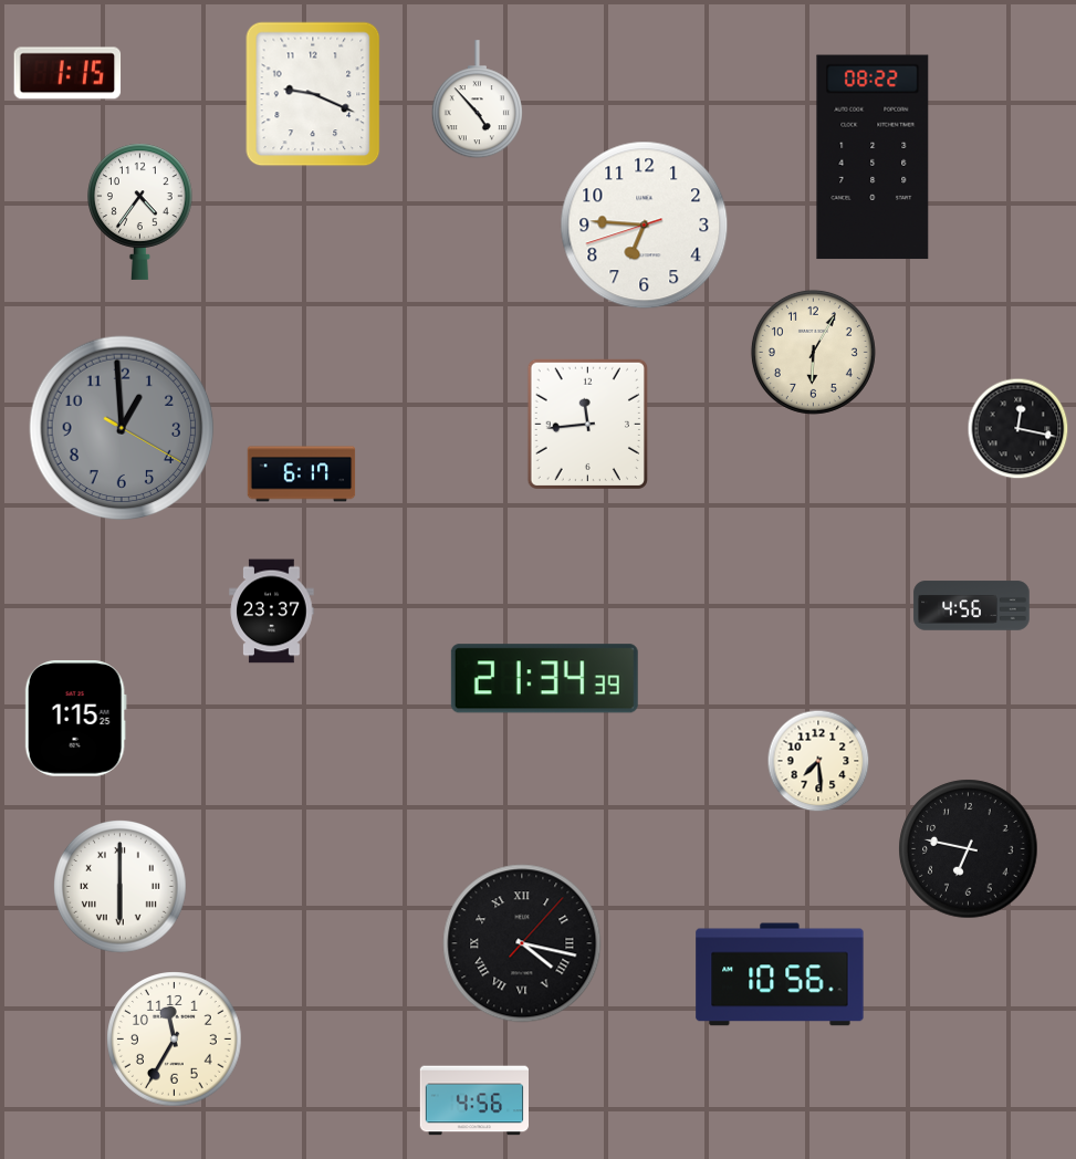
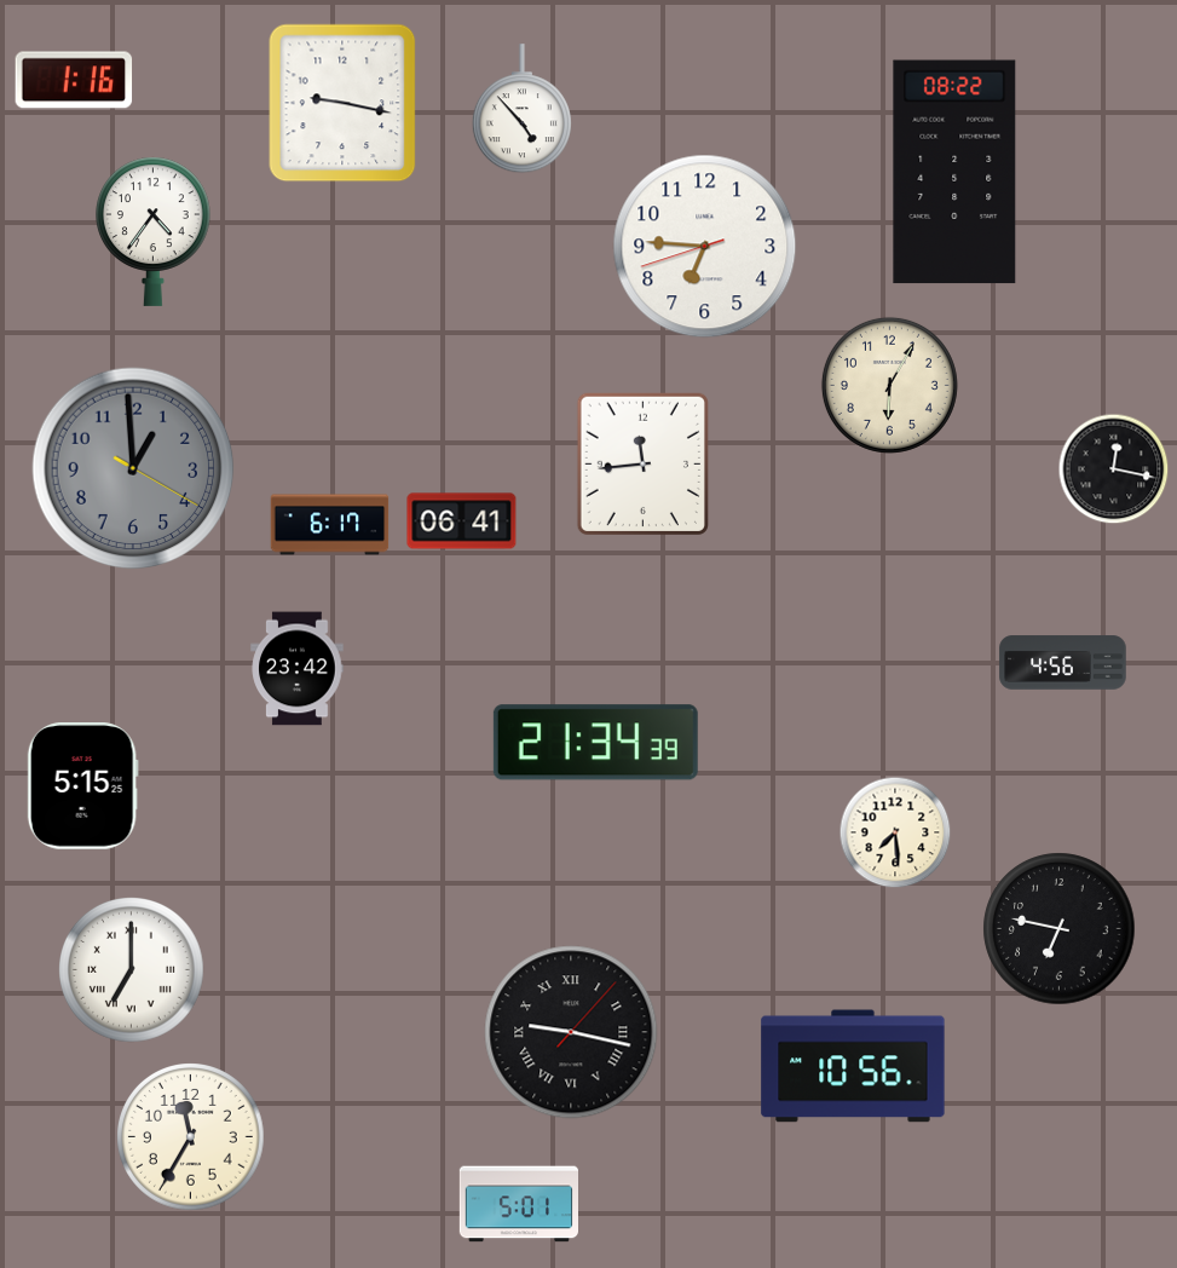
clock at (67, 73): 1:15 -> 1:16
clock at (313, 94): 9:19 -> 9:17
clock at (302, 474) position: (302, 474) -> (330, 525)
clock at (462, 521): none -> 06:41
clock at (272, 612): 23:37 -> 23:42
clock at (75, 719): 1:15 -> 5:15
clock at (121, 887): 6:00 -> 7:00
clock at (522, 943): 4:17 -> 9:17
clock at (474, 1100): 4:56 -> 5:01
